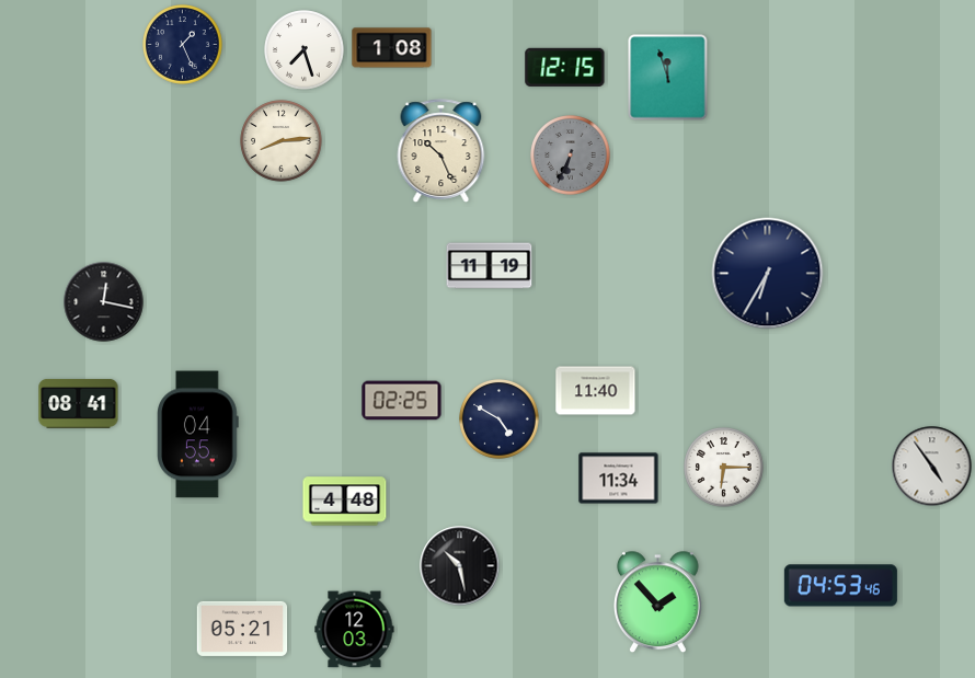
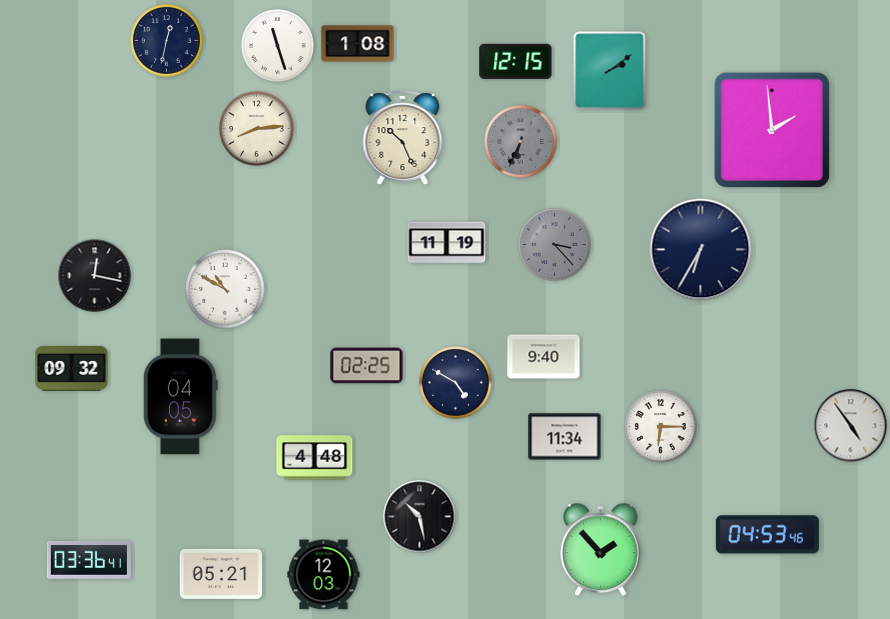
clock at (183, 45): 1:26 -> 12:32
clock at (305, 50): 7:27 -> 11:27
clock at (668, 78): 11:57 -> 2:09
clock at (772, 130): none -> 1:59
clock at (555, 245): none -> 3:23
clock at (225, 289): none -> 10:50
clock at (596, 391): 11:40 -> 9:40
clock at (79, 403): 08:41 -> 09:32
clock at (198, 435): 04:55 -> 04:05
clock at (89, 561): none -> 03:36
